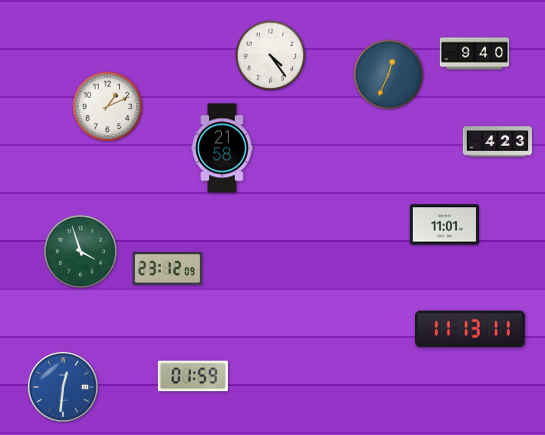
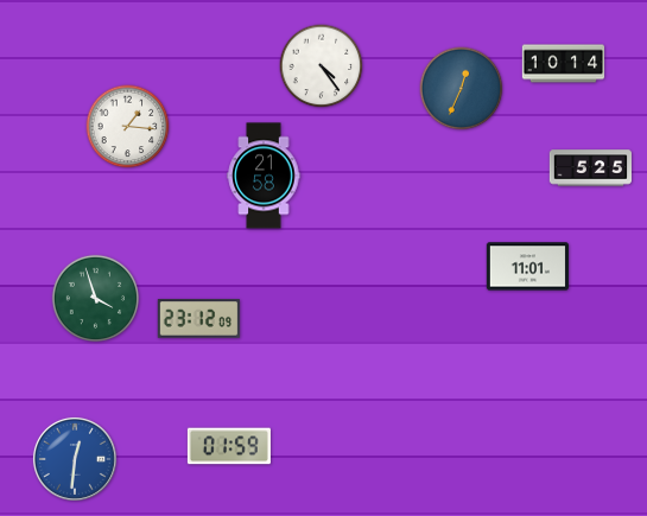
clock at (475, 54): 9:40 -> 10:14
clock at (108, 107): 1:11 -> 1:16
clock at (498, 142): 4:23 -> 5:25
clock at (471, 329): 11:13 -> none
